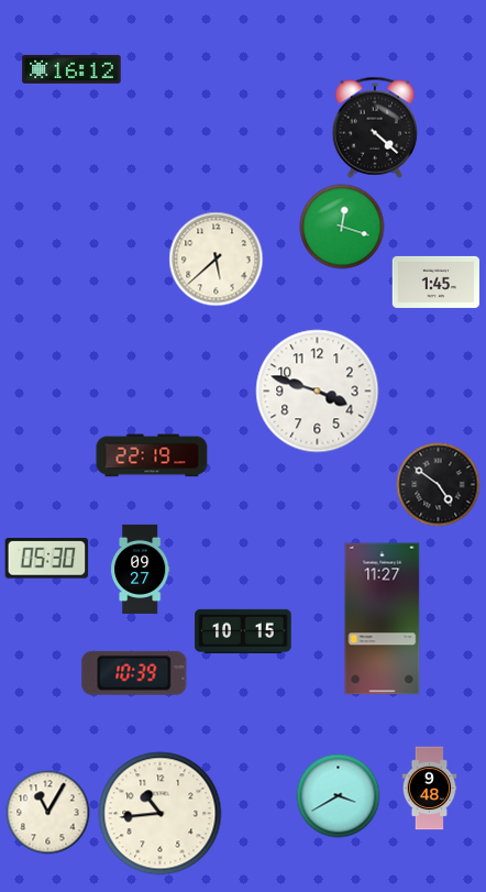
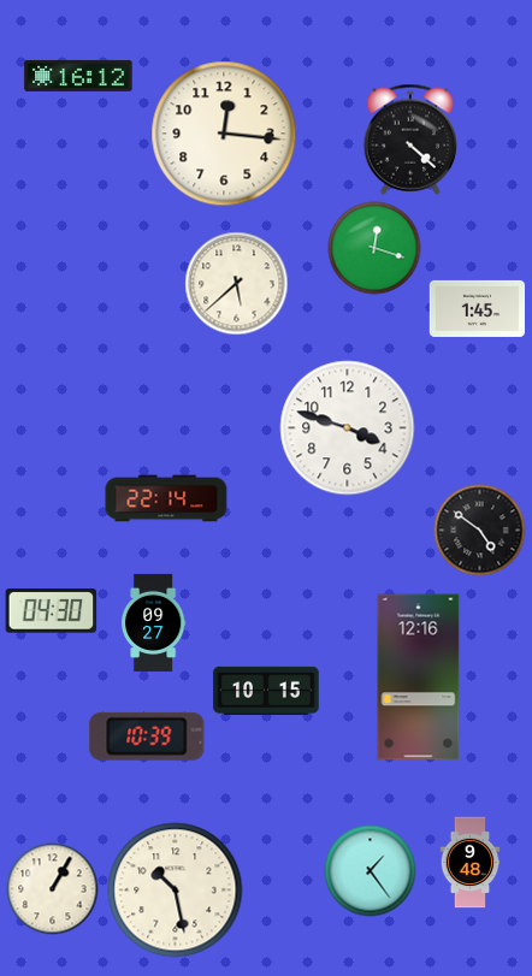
clock at (224, 134): none -> 12:16
clock at (152, 455): 22:19 -> 22:14
clock at (47, 559): 05:30 -> 04:30
clock at (383, 619): 11:27 -> 12:16
clock at (339, 796): 3:40 -> 1:24
clock at (48, 813): 11:05 -> 1:05
clock at (161, 814): 10:44 -> 10:28
